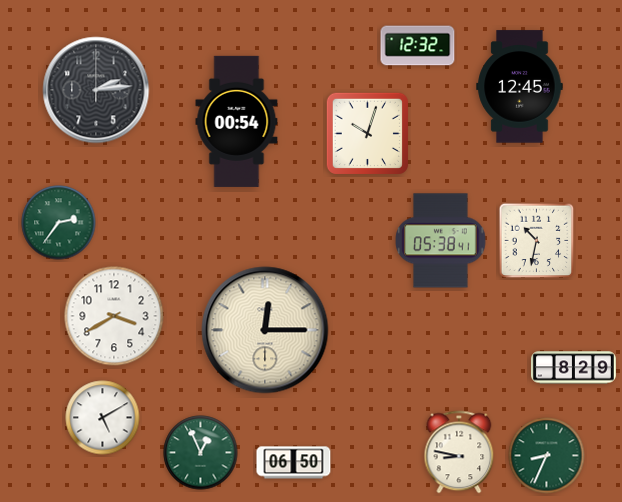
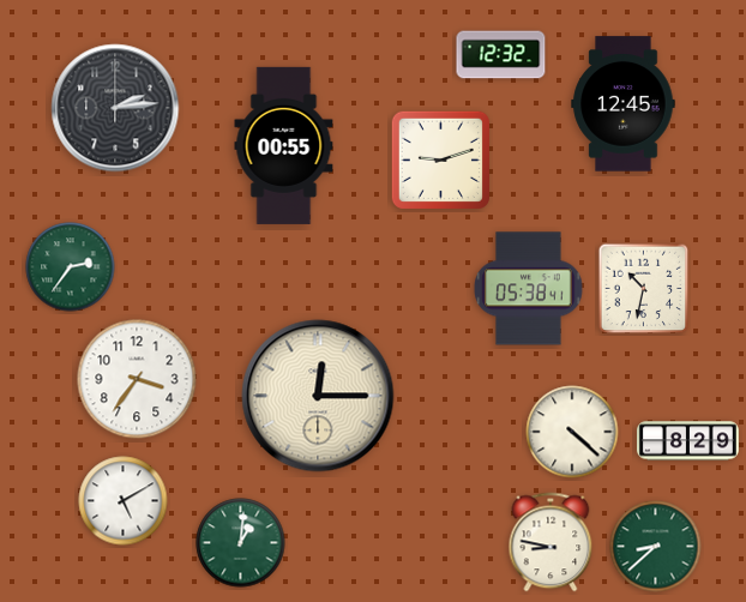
clock at (237, 121): 00:54 -> 00:55
clock at (367, 133): 10:03 -> 9:12
clock at (114, 316): 3:40 -> 3:36
clock at (572, 432): none -> 4:22
clock at (201, 453): 12:56 -> 1:01
clock at (547, 456): 8:34 -> 8:38
clock at (294, 463): 06:50 -> none
